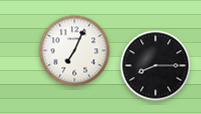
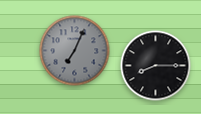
clock at (75, 51) dial: white -> grey
